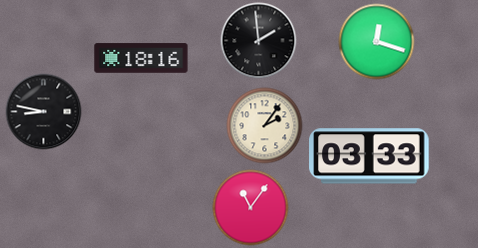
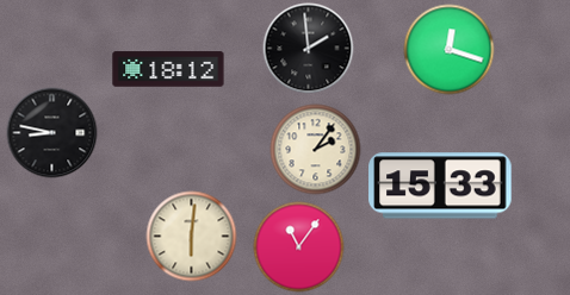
clock at (141, 58): 18:16 -> 18:12
clock at (369, 156): 03:33 -> 15:33
clock at (192, 237): none -> 6:01
